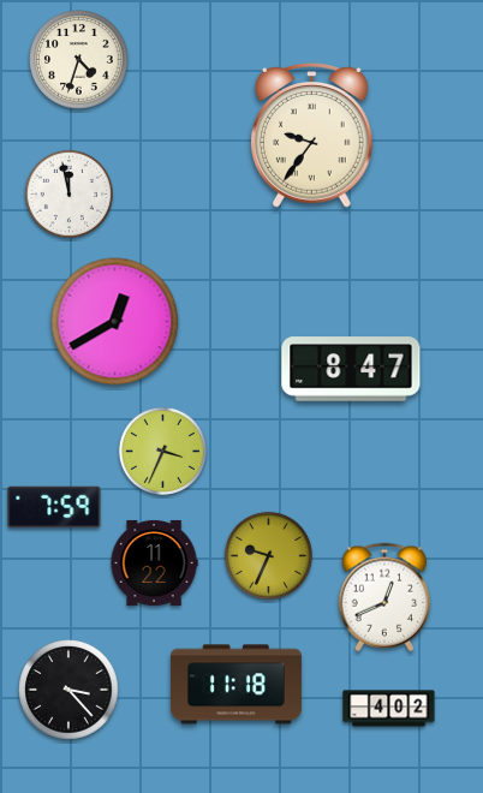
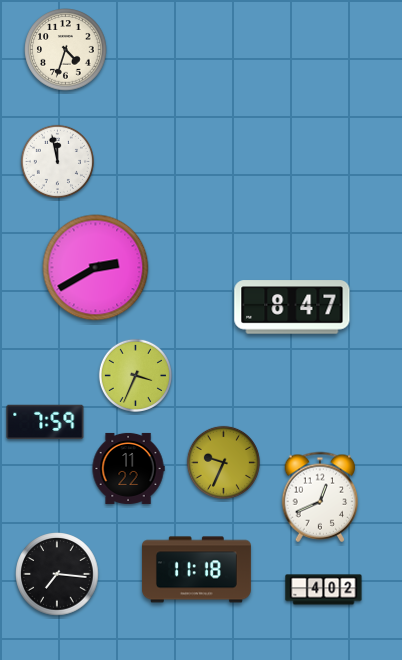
clock at (312, 136): 9:36 -> none
clock at (115, 322): 12:40 -> 2:40
clock at (68, 690): 3:23 -> 7:16
